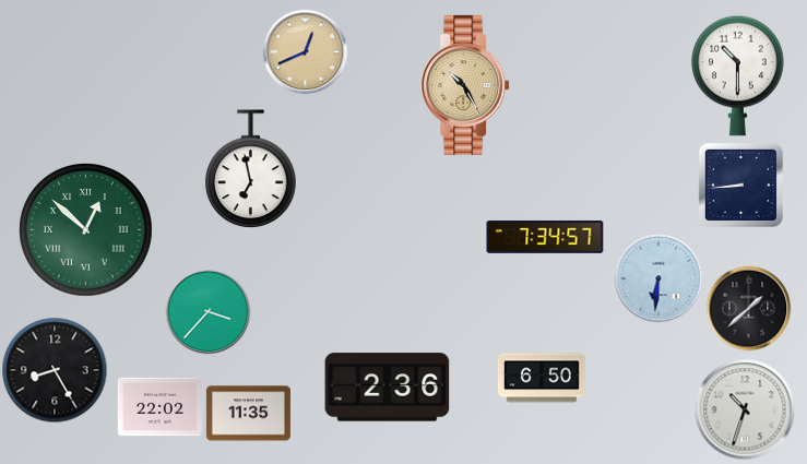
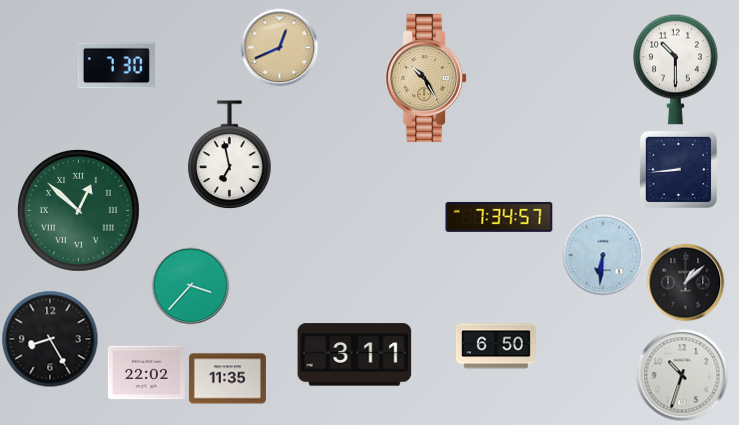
clock at (116, 66): none -> 7:30
clock at (748, 308): 1:38 -> 1:08
clock at (388, 388): 2:36 -> 3:11
